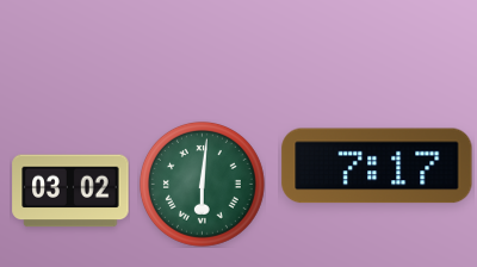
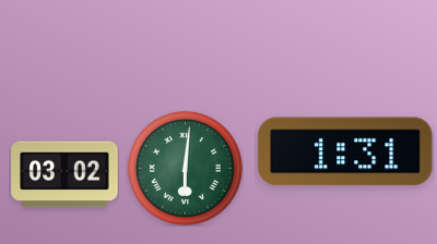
clock at (377, 166): 7:17 -> 1:31
